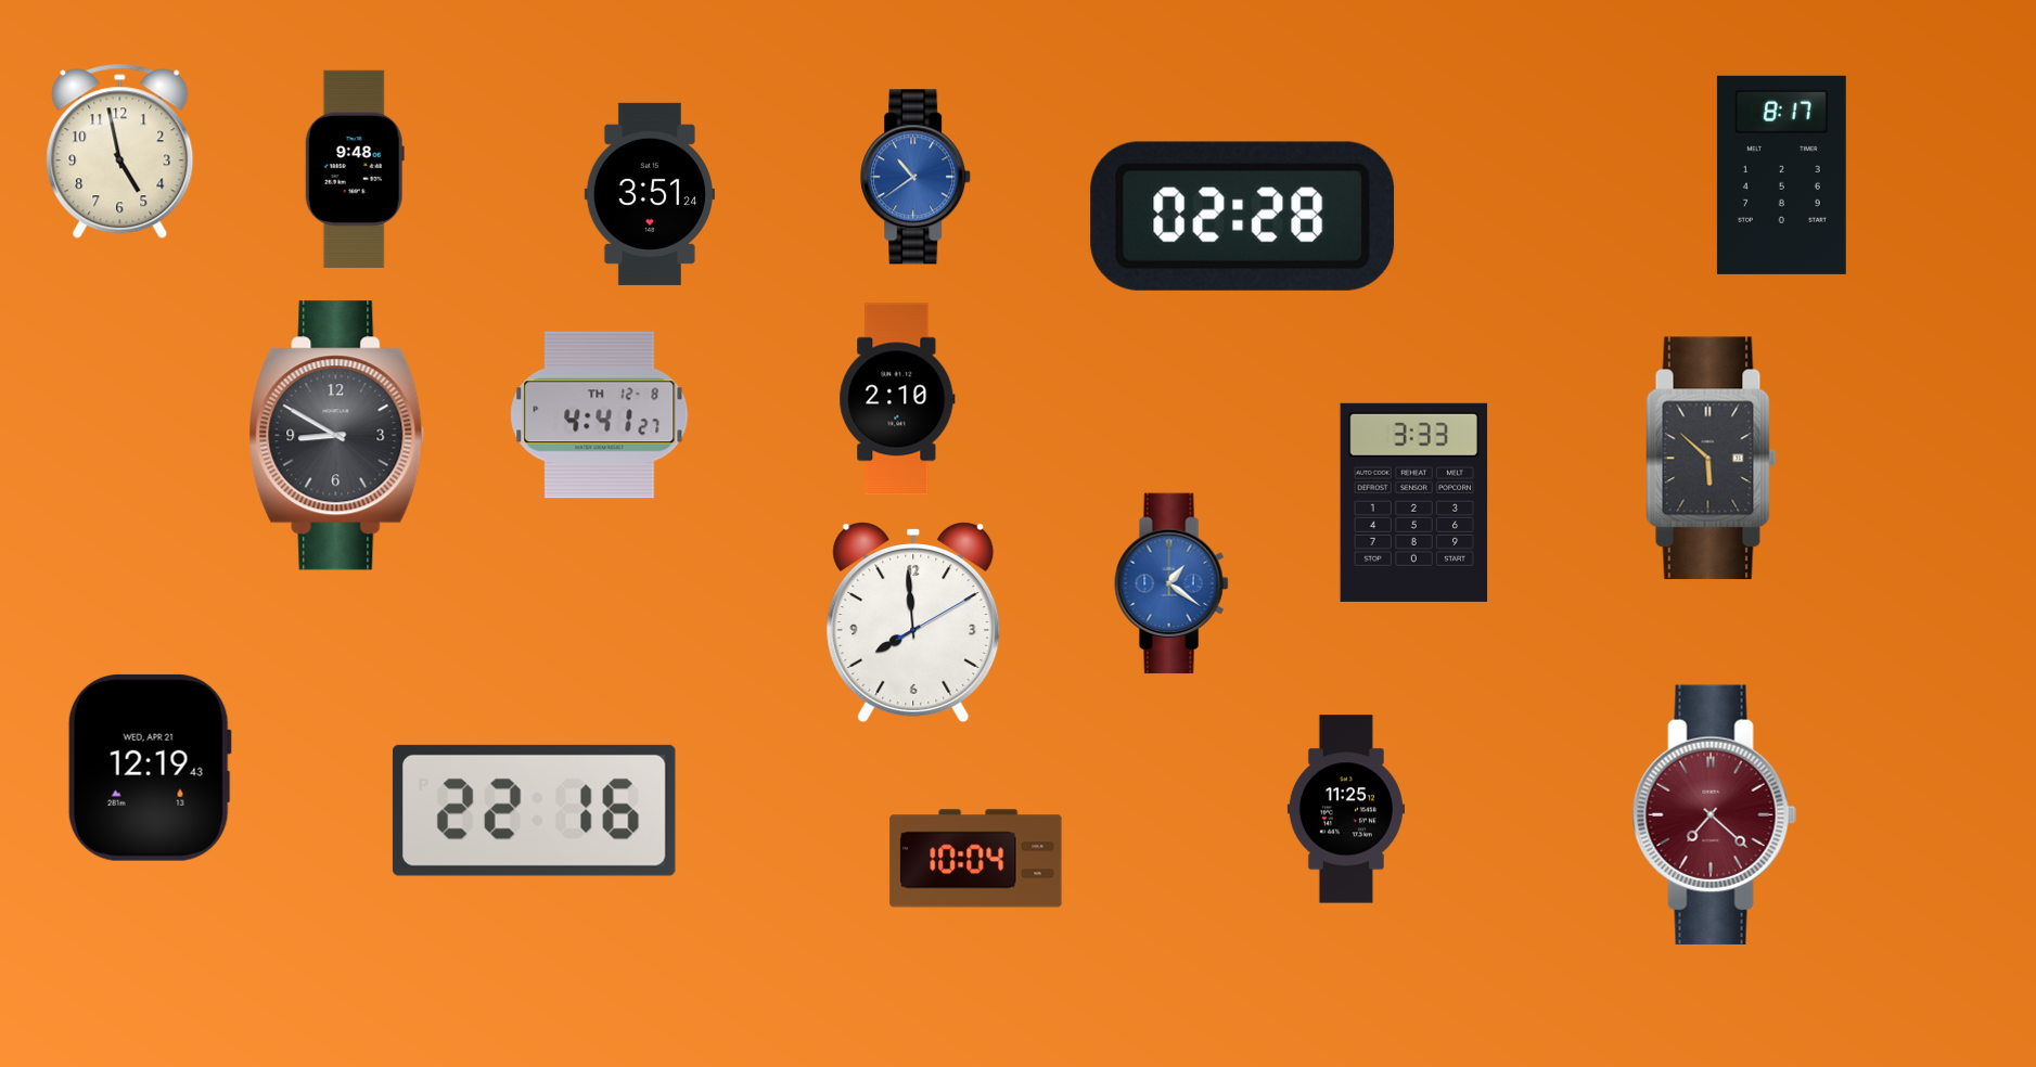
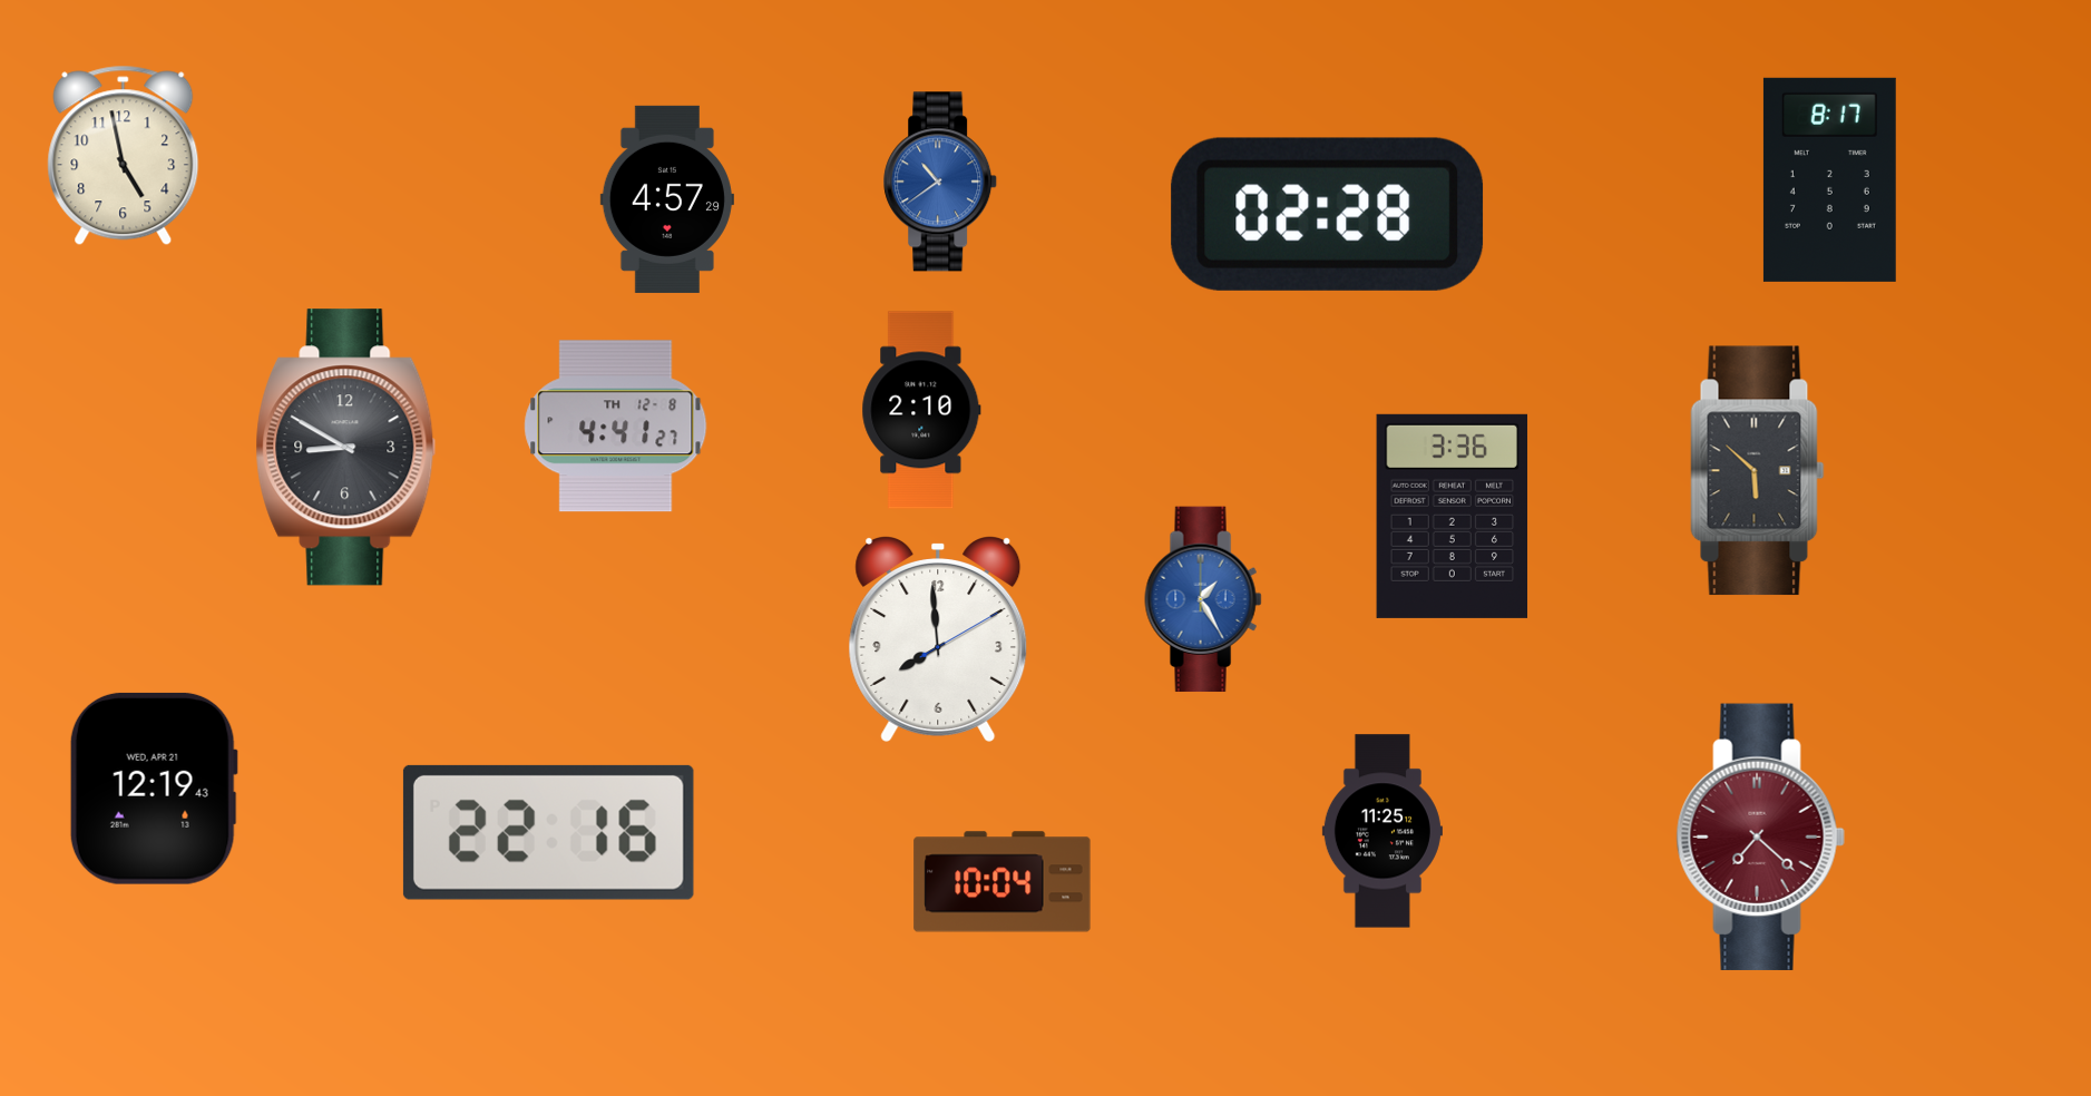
clock at (355, 169): 9:48 -> none
clock at (650, 194): 3:51 -> 4:57
clock at (1243, 216) position: (1243, 216) -> (1328, 214)
clock at (1414, 502): 3:33 -> 3:36
clock at (1171, 583): 1:21 -> 1:25
